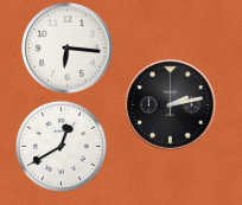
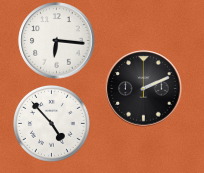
clock at (171, 105): 2:13 -> 2:11
clock at (60, 146): 12:40 -> 4:53
